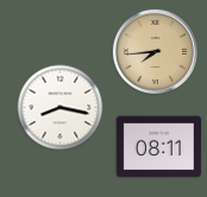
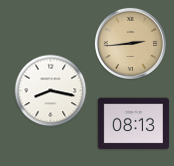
clock at (155, 51): 7:44 -> 2:44
clock at (158, 147): 08:11 -> 08:13
